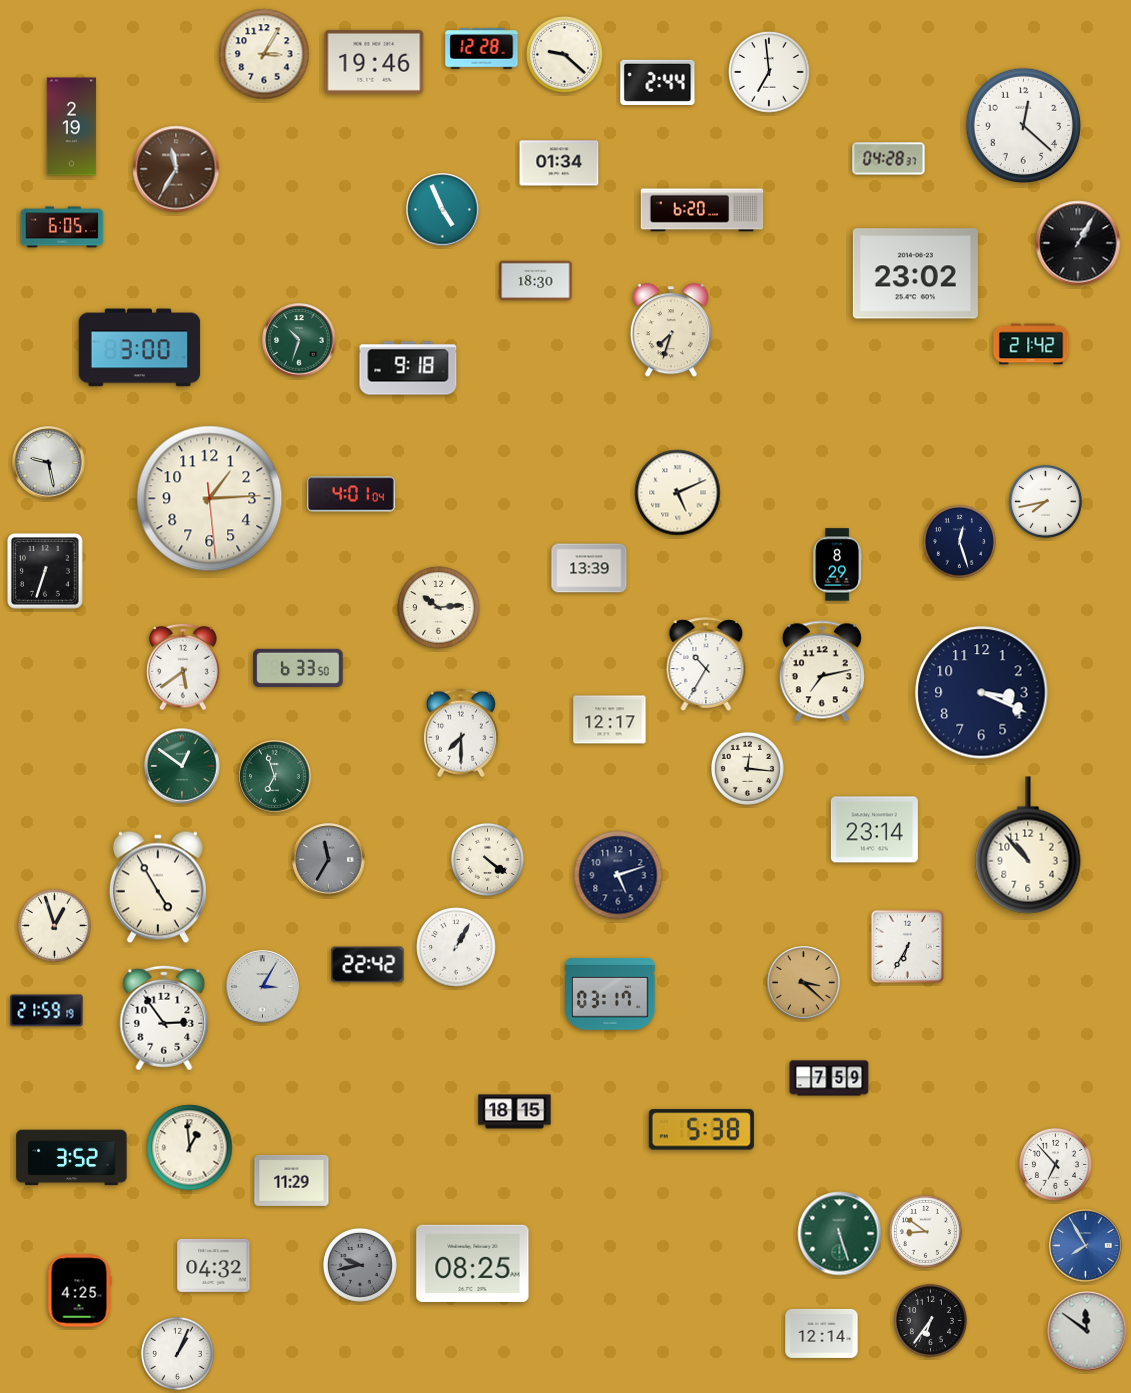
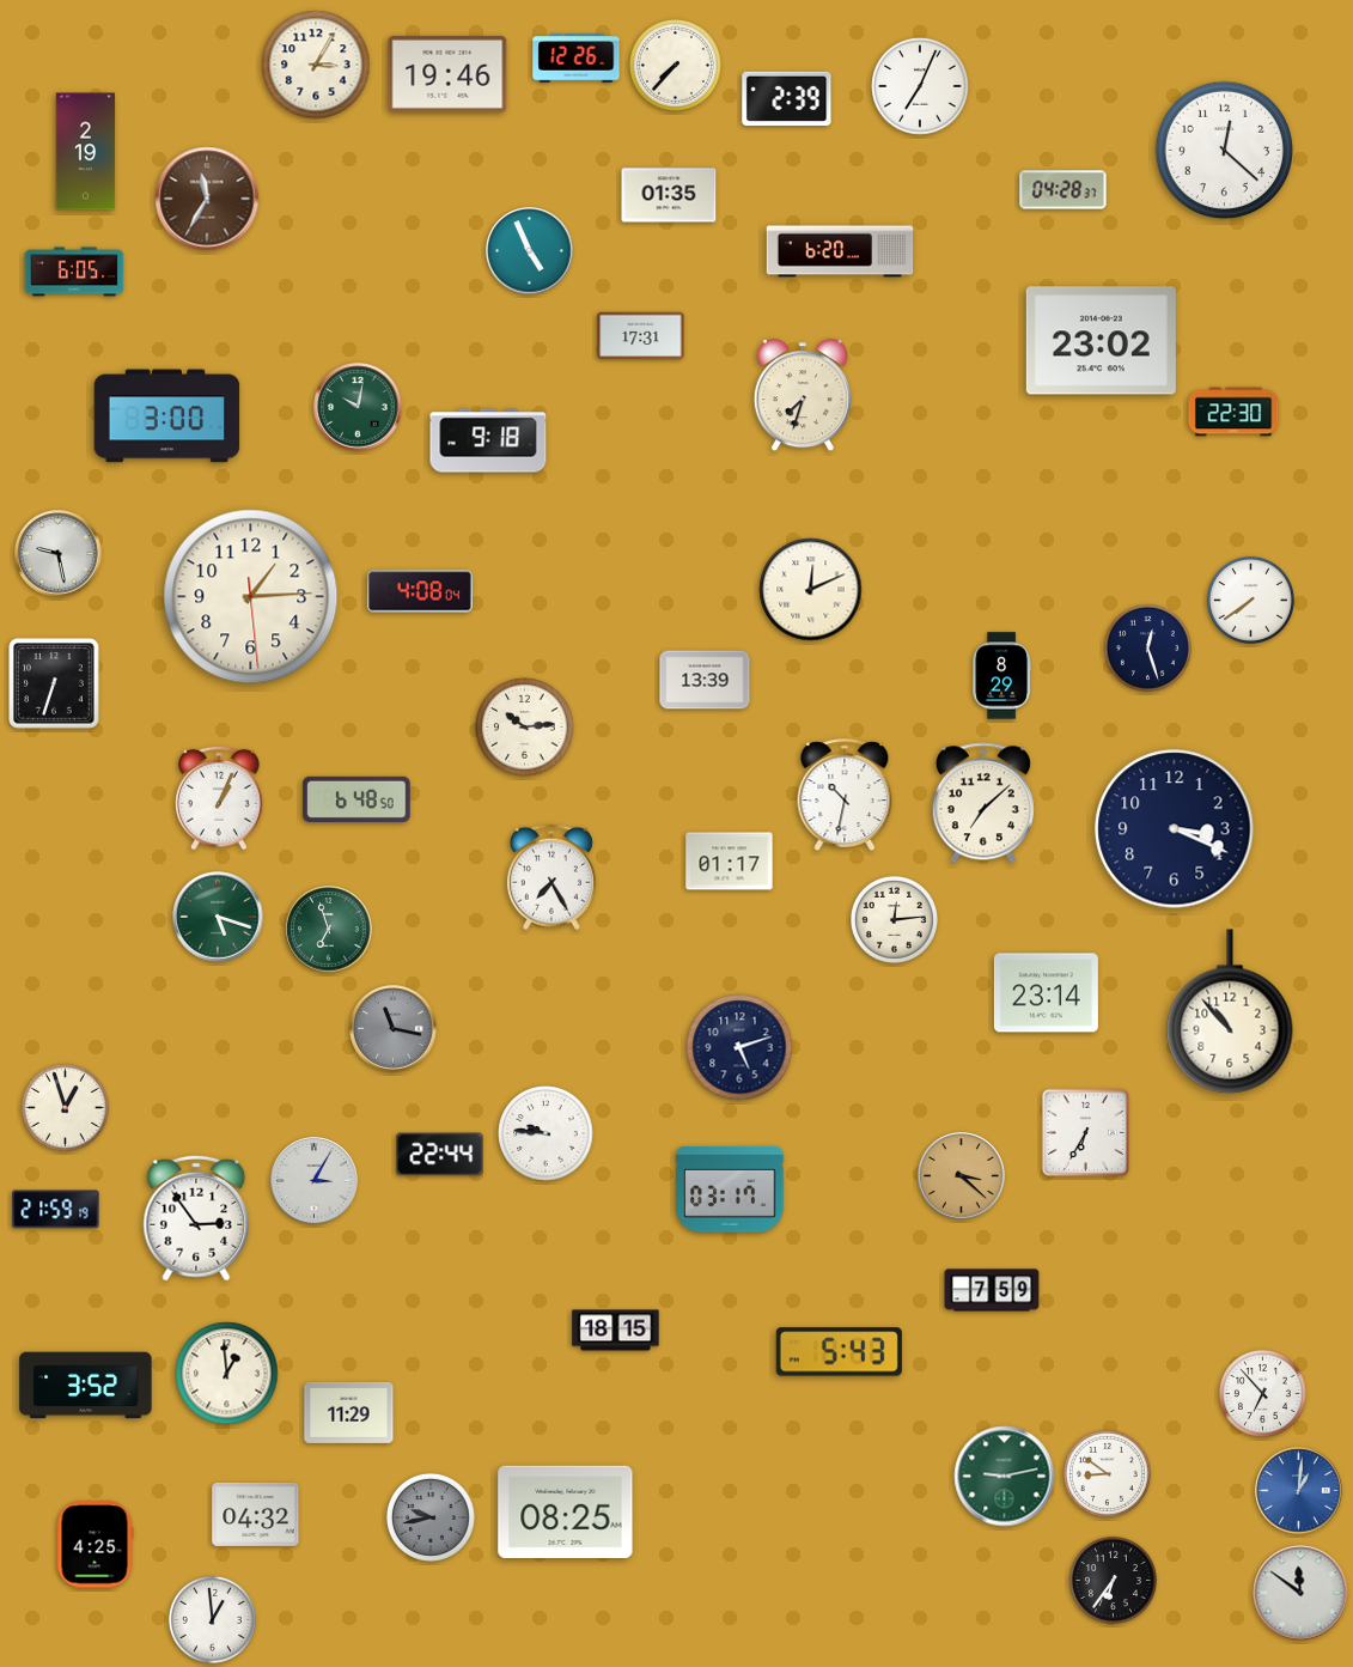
clock at (482, 49): 12:28 -> 12:26
clock at (565, 55): 9:22 -> 7:37
clock at (769, 72): 6:59 -> 7:04
clock at (658, 82): 2:44 -> 2:39
clock at (559, 163): 01:34 -> 01:35
clock at (176, 169) position: (176, 169) -> (207, 199)
clock at (1078, 243): 1:05 -> none
clock at (915, 274) position: (915, 274) -> (1101, 341)
clock at (536, 281): 18:30 -> 17:31
clock at (299, 340): 10:33 -> 10:02
clock at (1031, 344): 21:42 -> 22:30
clock at (678, 493): 5:11 -> 12:11
clock at (351, 494): 4:01 -> 4:08
clock at (1045, 501): 7:43 -> 7:39
clock at (706, 664): 10:35 -> 10:32
clock at (183, 667): 5:39 -> 1:04
clock at (298, 668): 6:33 -> 6:48
clock at (822, 671): 7:13 -> 7:08
clock at (610, 720): 12:17 -> 01:17
clock at (461, 733): 7:30 -> 7:25
clock at (182, 766): 12:51 -> 5:18
clock at (747, 768): 12:16 -> 12:14
clock at (487, 859): 4:21 -> none
clock at (329, 860): 11:35 -> 11:17
clock at (158, 887): 4:55 -> none
clock at (456, 947): 1:05 -> 9:46
clock at (368, 965): 22:42 -> 22:44
clock at (701, 1130): 5:38 -> 5:43
clock at (840, 1234): 5:27 -> 9:13
clock at (1086, 1246): 7:55 -> 1:01
clock at (360, 1265) position: (360, 1265) -> (431, 1517)
clock at (822, 1333): 12:14 -> none
clock at (177, 1353): 1:04 -> 12:59
